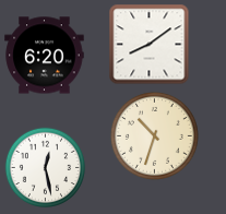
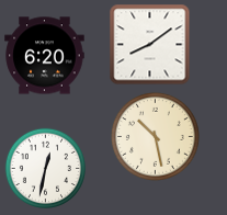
clock at (154, 135): 10:33 -> 10:28
clock at (46, 168): 12:28 -> 12:32
